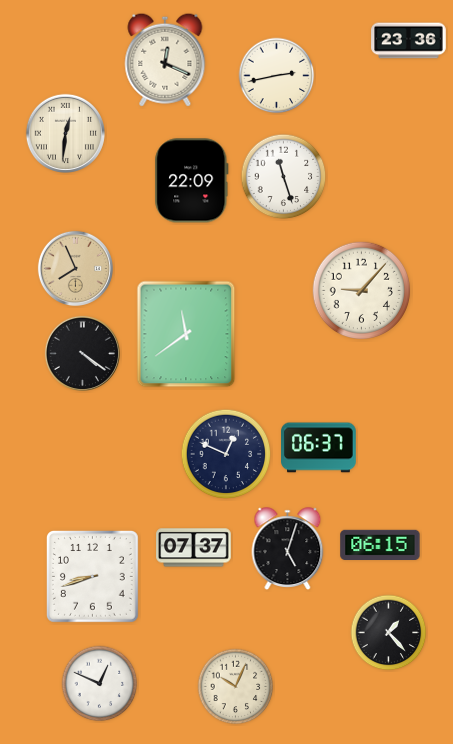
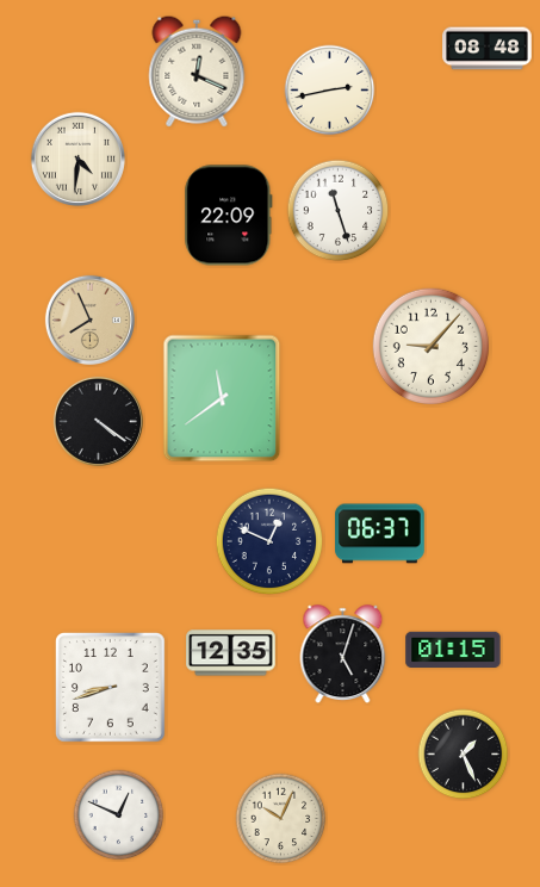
clock at (409, 41): 23:36 -> 08:48
clock at (65, 133): 12:31 -> 4:31
clock at (380, 544): 06:15 -> 01:15
clock at (194, 548): 07:37 -> 12:35
clock at (389, 633): 1:23 -> 1:26
